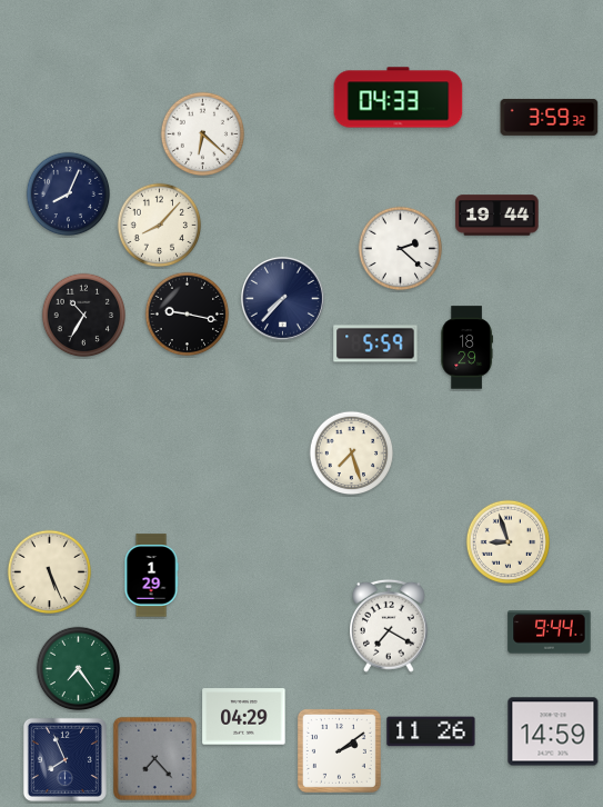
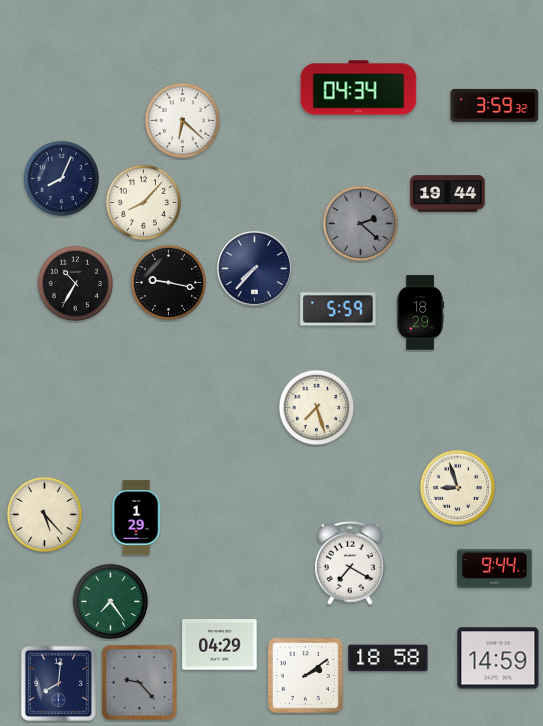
clock at (399, 98): 04:33 -> 04:34
clock at (69, 195) position: (69, 195) -> (62, 179)
clock at (401, 249) dial: white -> grey
clock at (50, 572): 5:26 -> 5:23
clock at (79, 669) position: (79, 669) -> (111, 602)
clock at (431, 731): 11:26 -> 18:58
clock at (154, 758): 7:23 -> 9:23
clock at (64, 759): 7:56 -> 8:01
